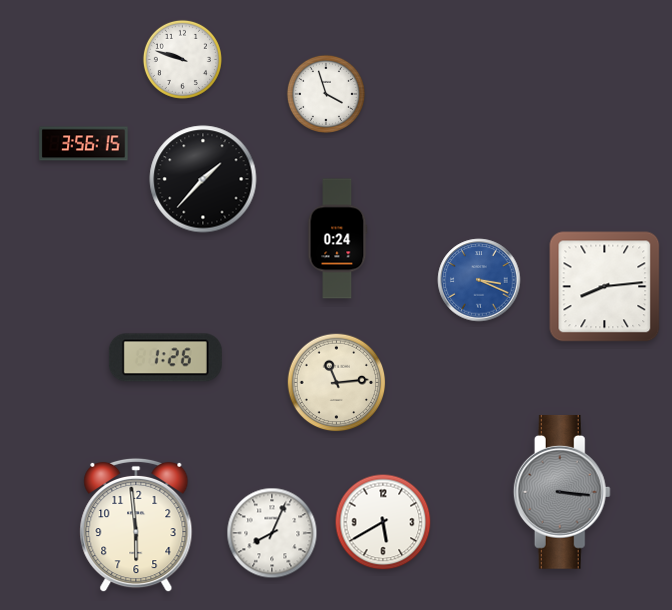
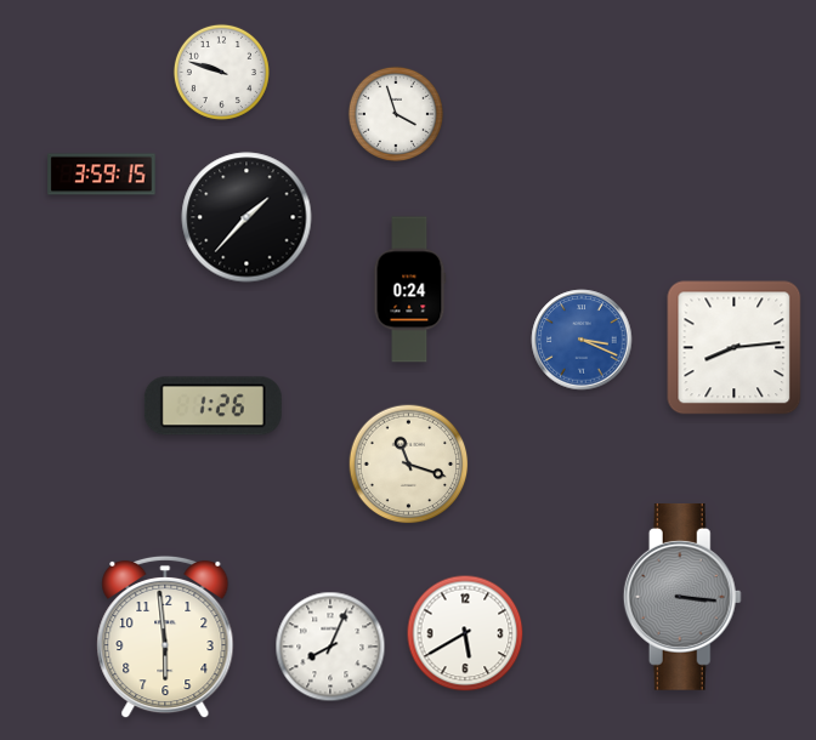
clock at (84, 144): 3:56 -> 3:59
clock at (165, 358) position: (165, 358) -> (212, 406)
clock at (337, 383): 11:14 -> 11:18
